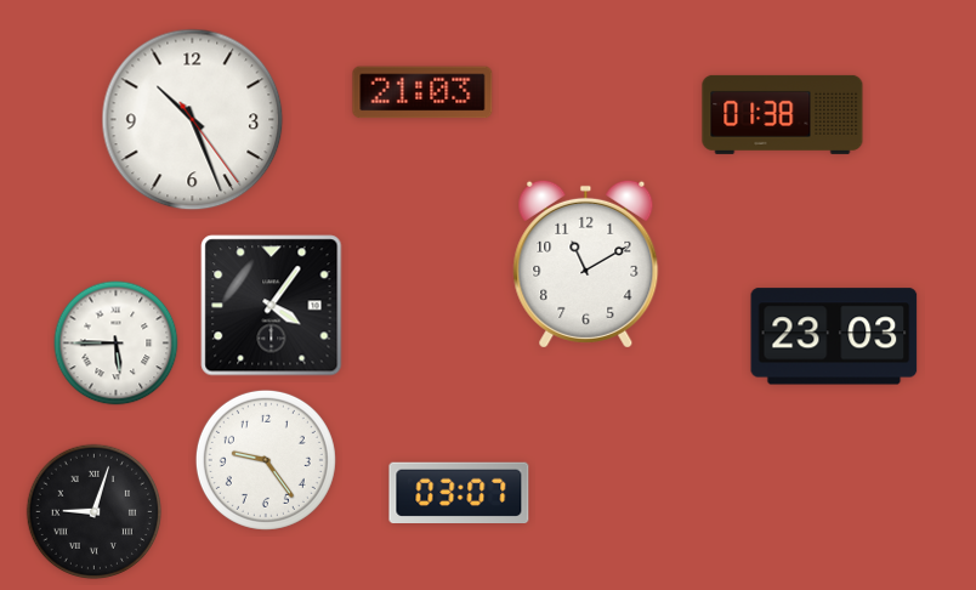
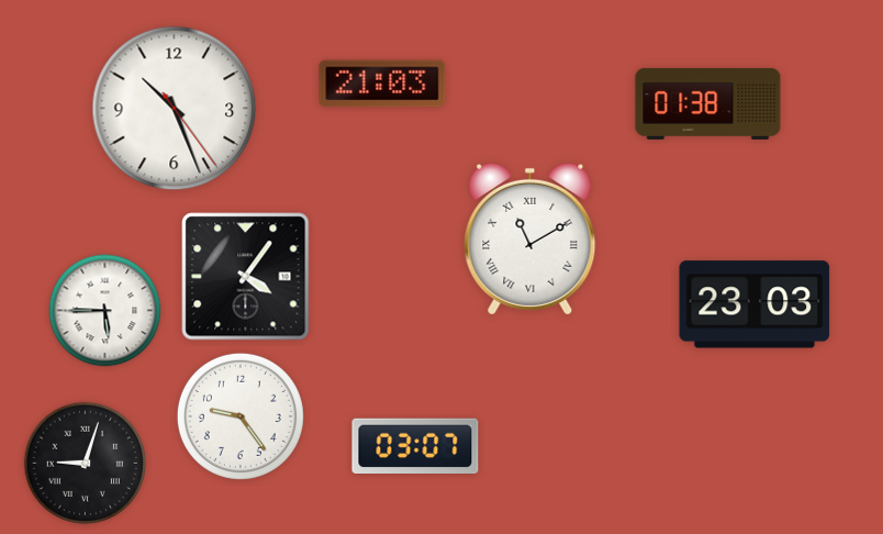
clock at (586, 263) numerals: Arabic -> Roman
